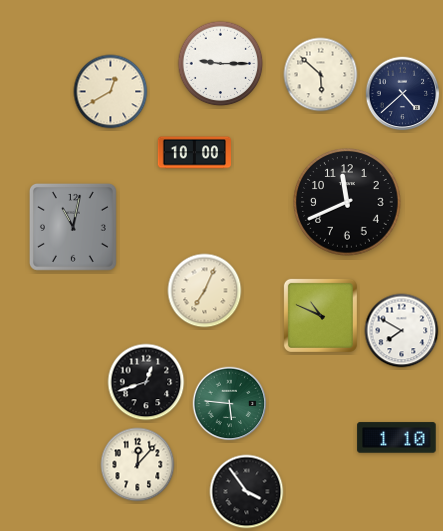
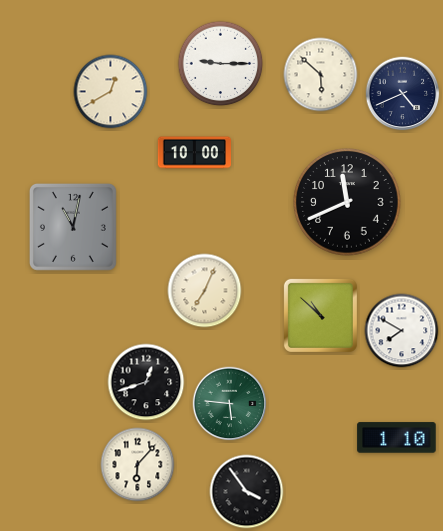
clock at (403, 94): 4:38 -> 4:41
clock at (320, 315): 10:49 -> 10:52
clock at (138, 465): 12:07 -> 6:07
